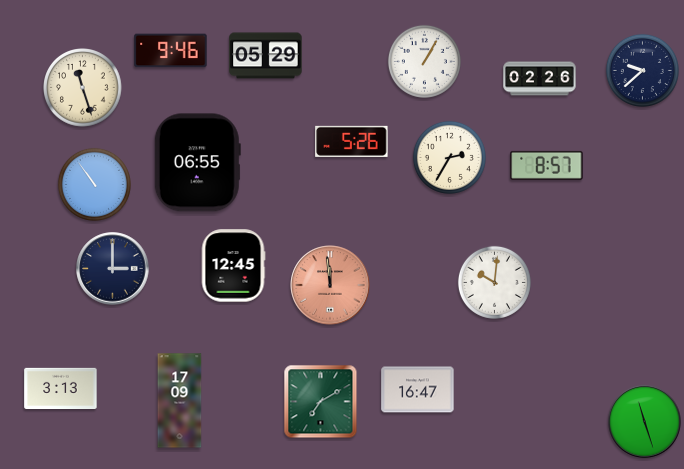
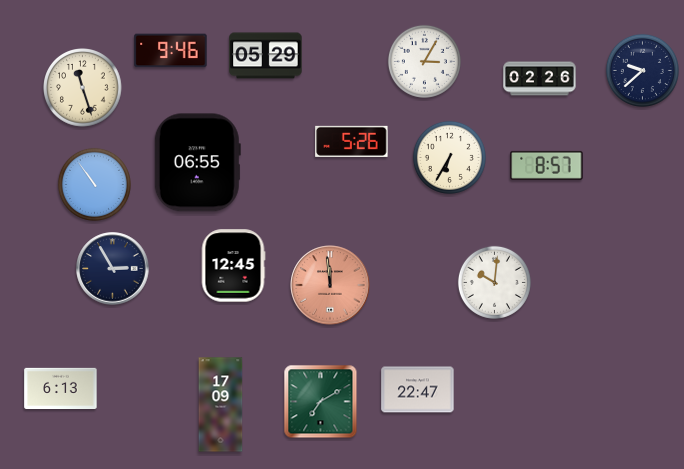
clock at (424, 61): 1:05 -> 3:05
clock at (449, 157): 2:35 -> 6:35
clock at (113, 269): 3:00 -> 2:55
clock at (61, 388): 3:13 -> 6:13
clock at (418, 390): 16:47 -> 22:47
clock at (180, 401) position: (180, 401) -> (221, 405)
clock at (645, 422): 11:27 -> none
